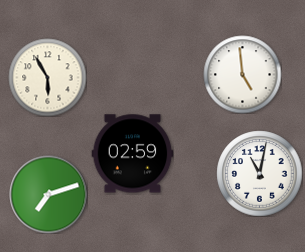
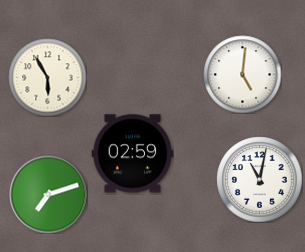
clock at (242, 74): 4:59 -> 5:01
clock at (259, 173) position: (259, 173) -> (259, 179)
